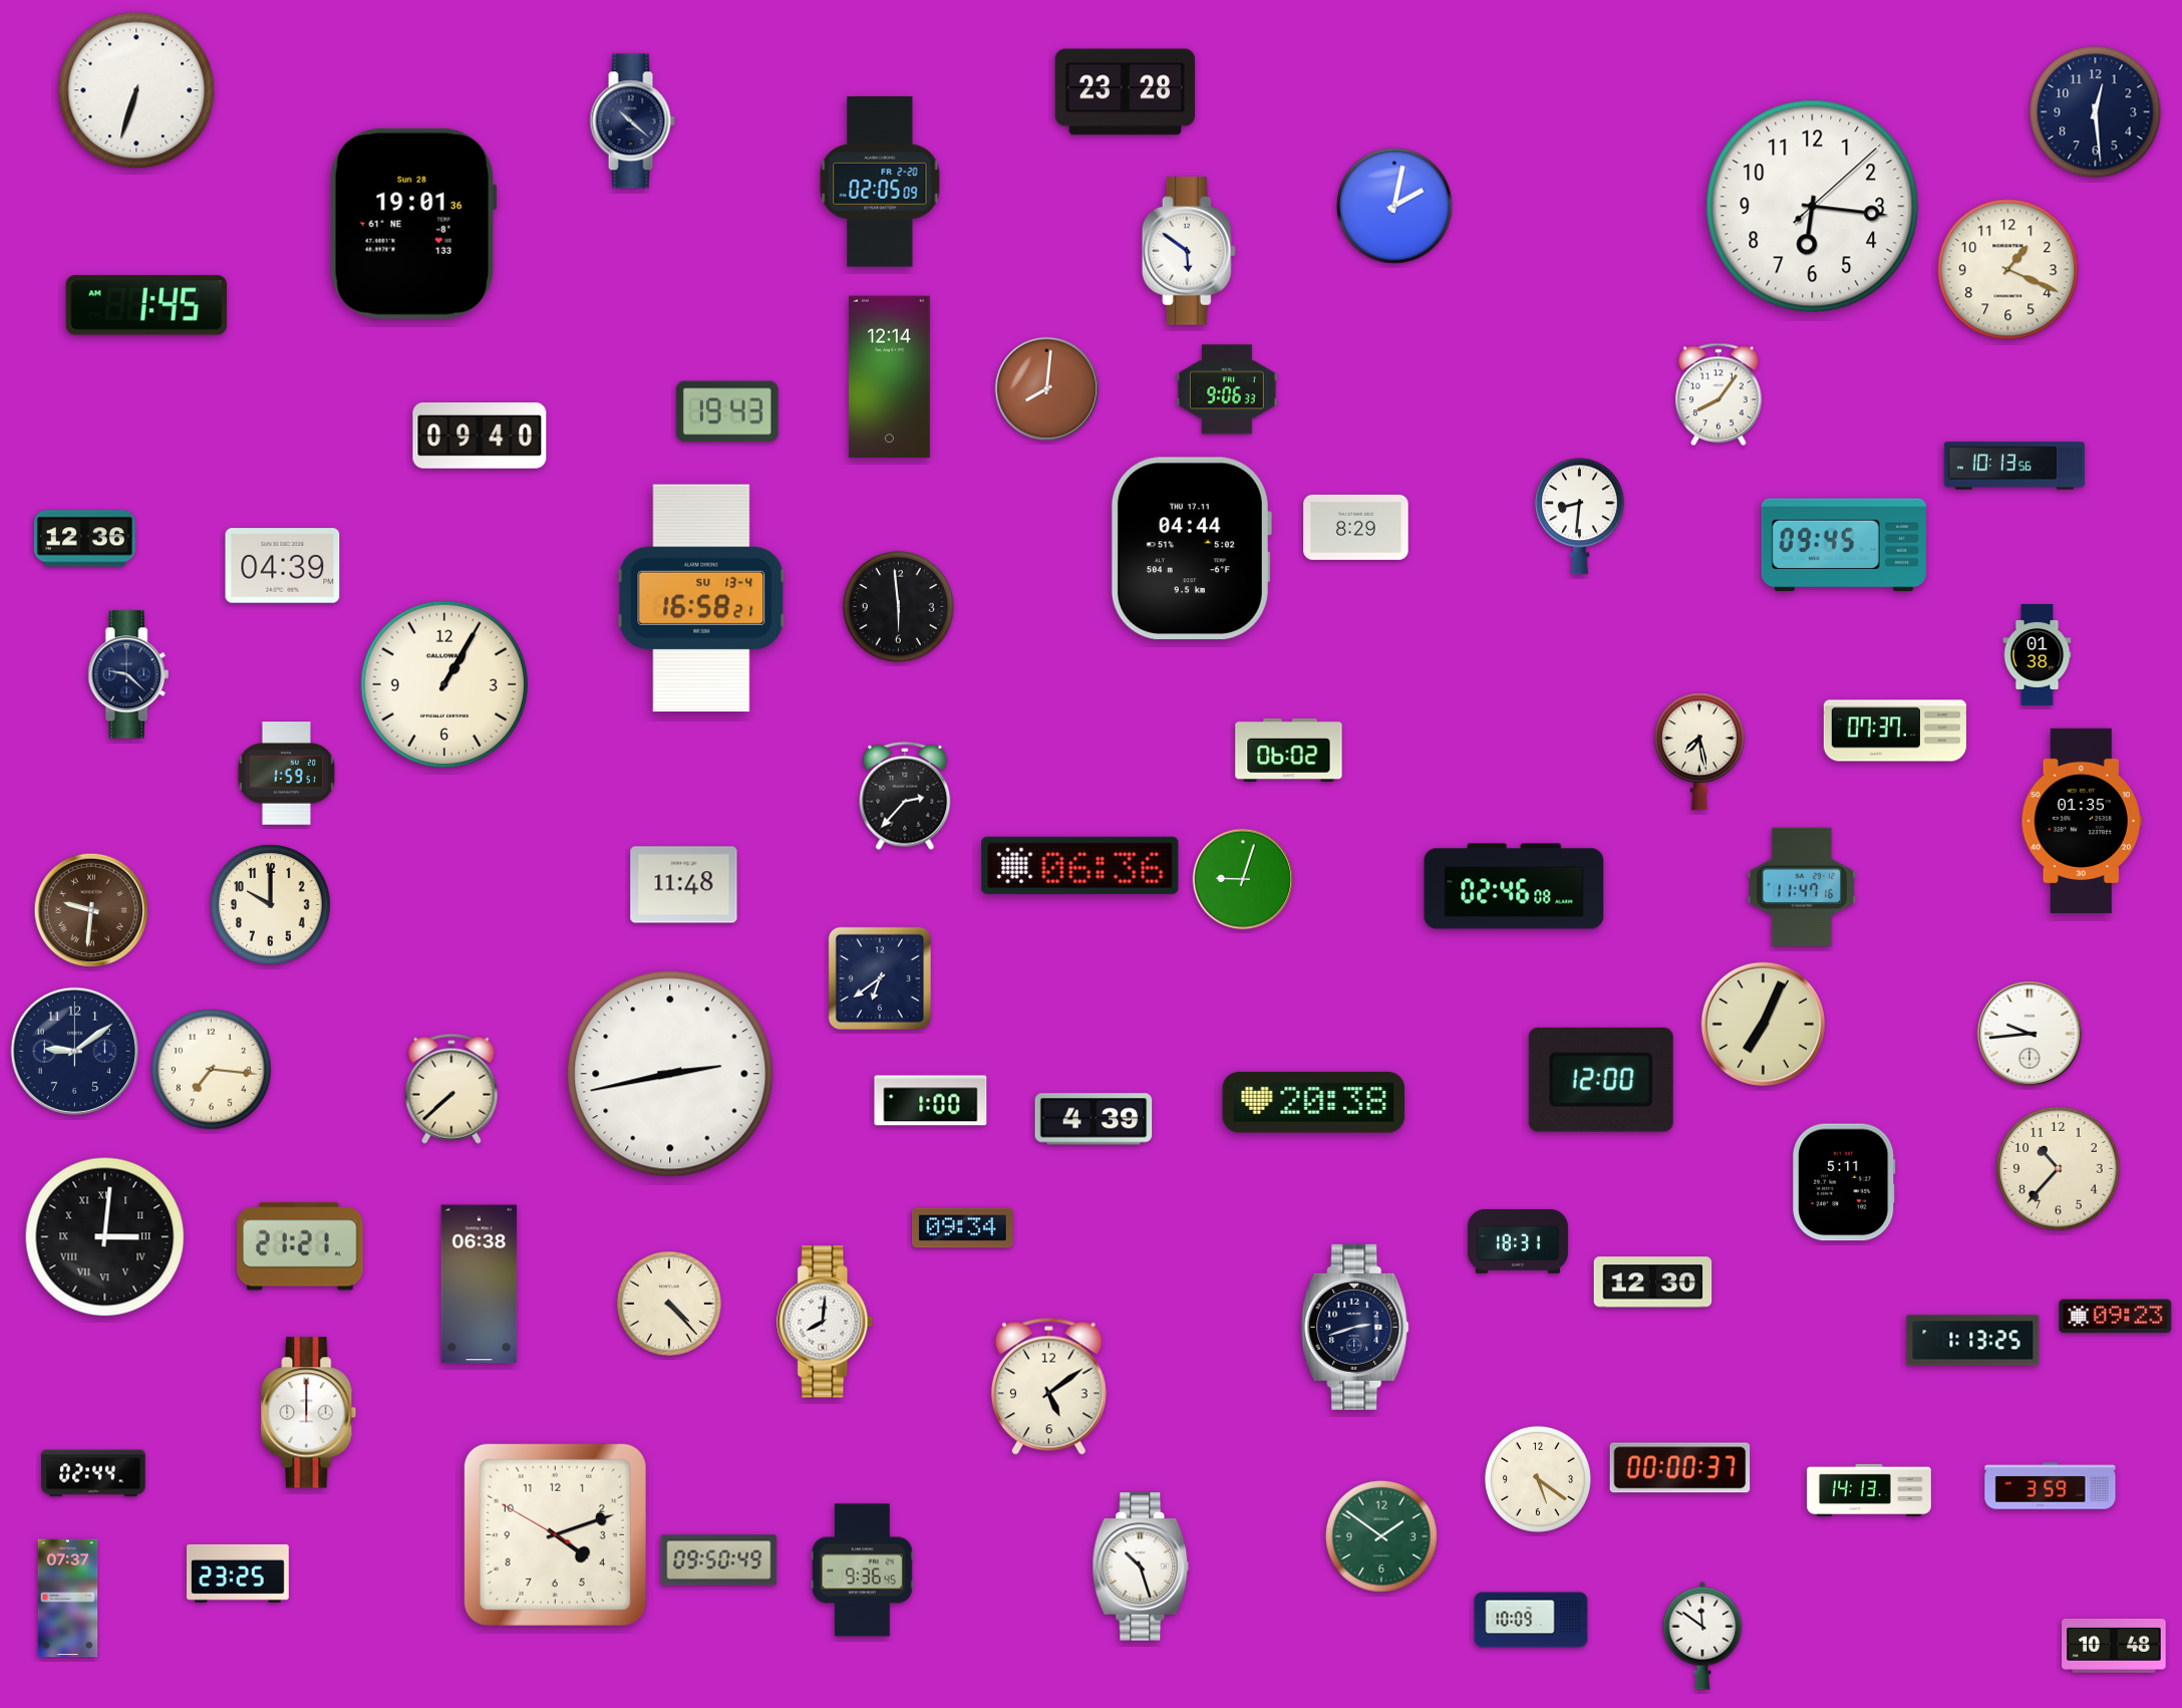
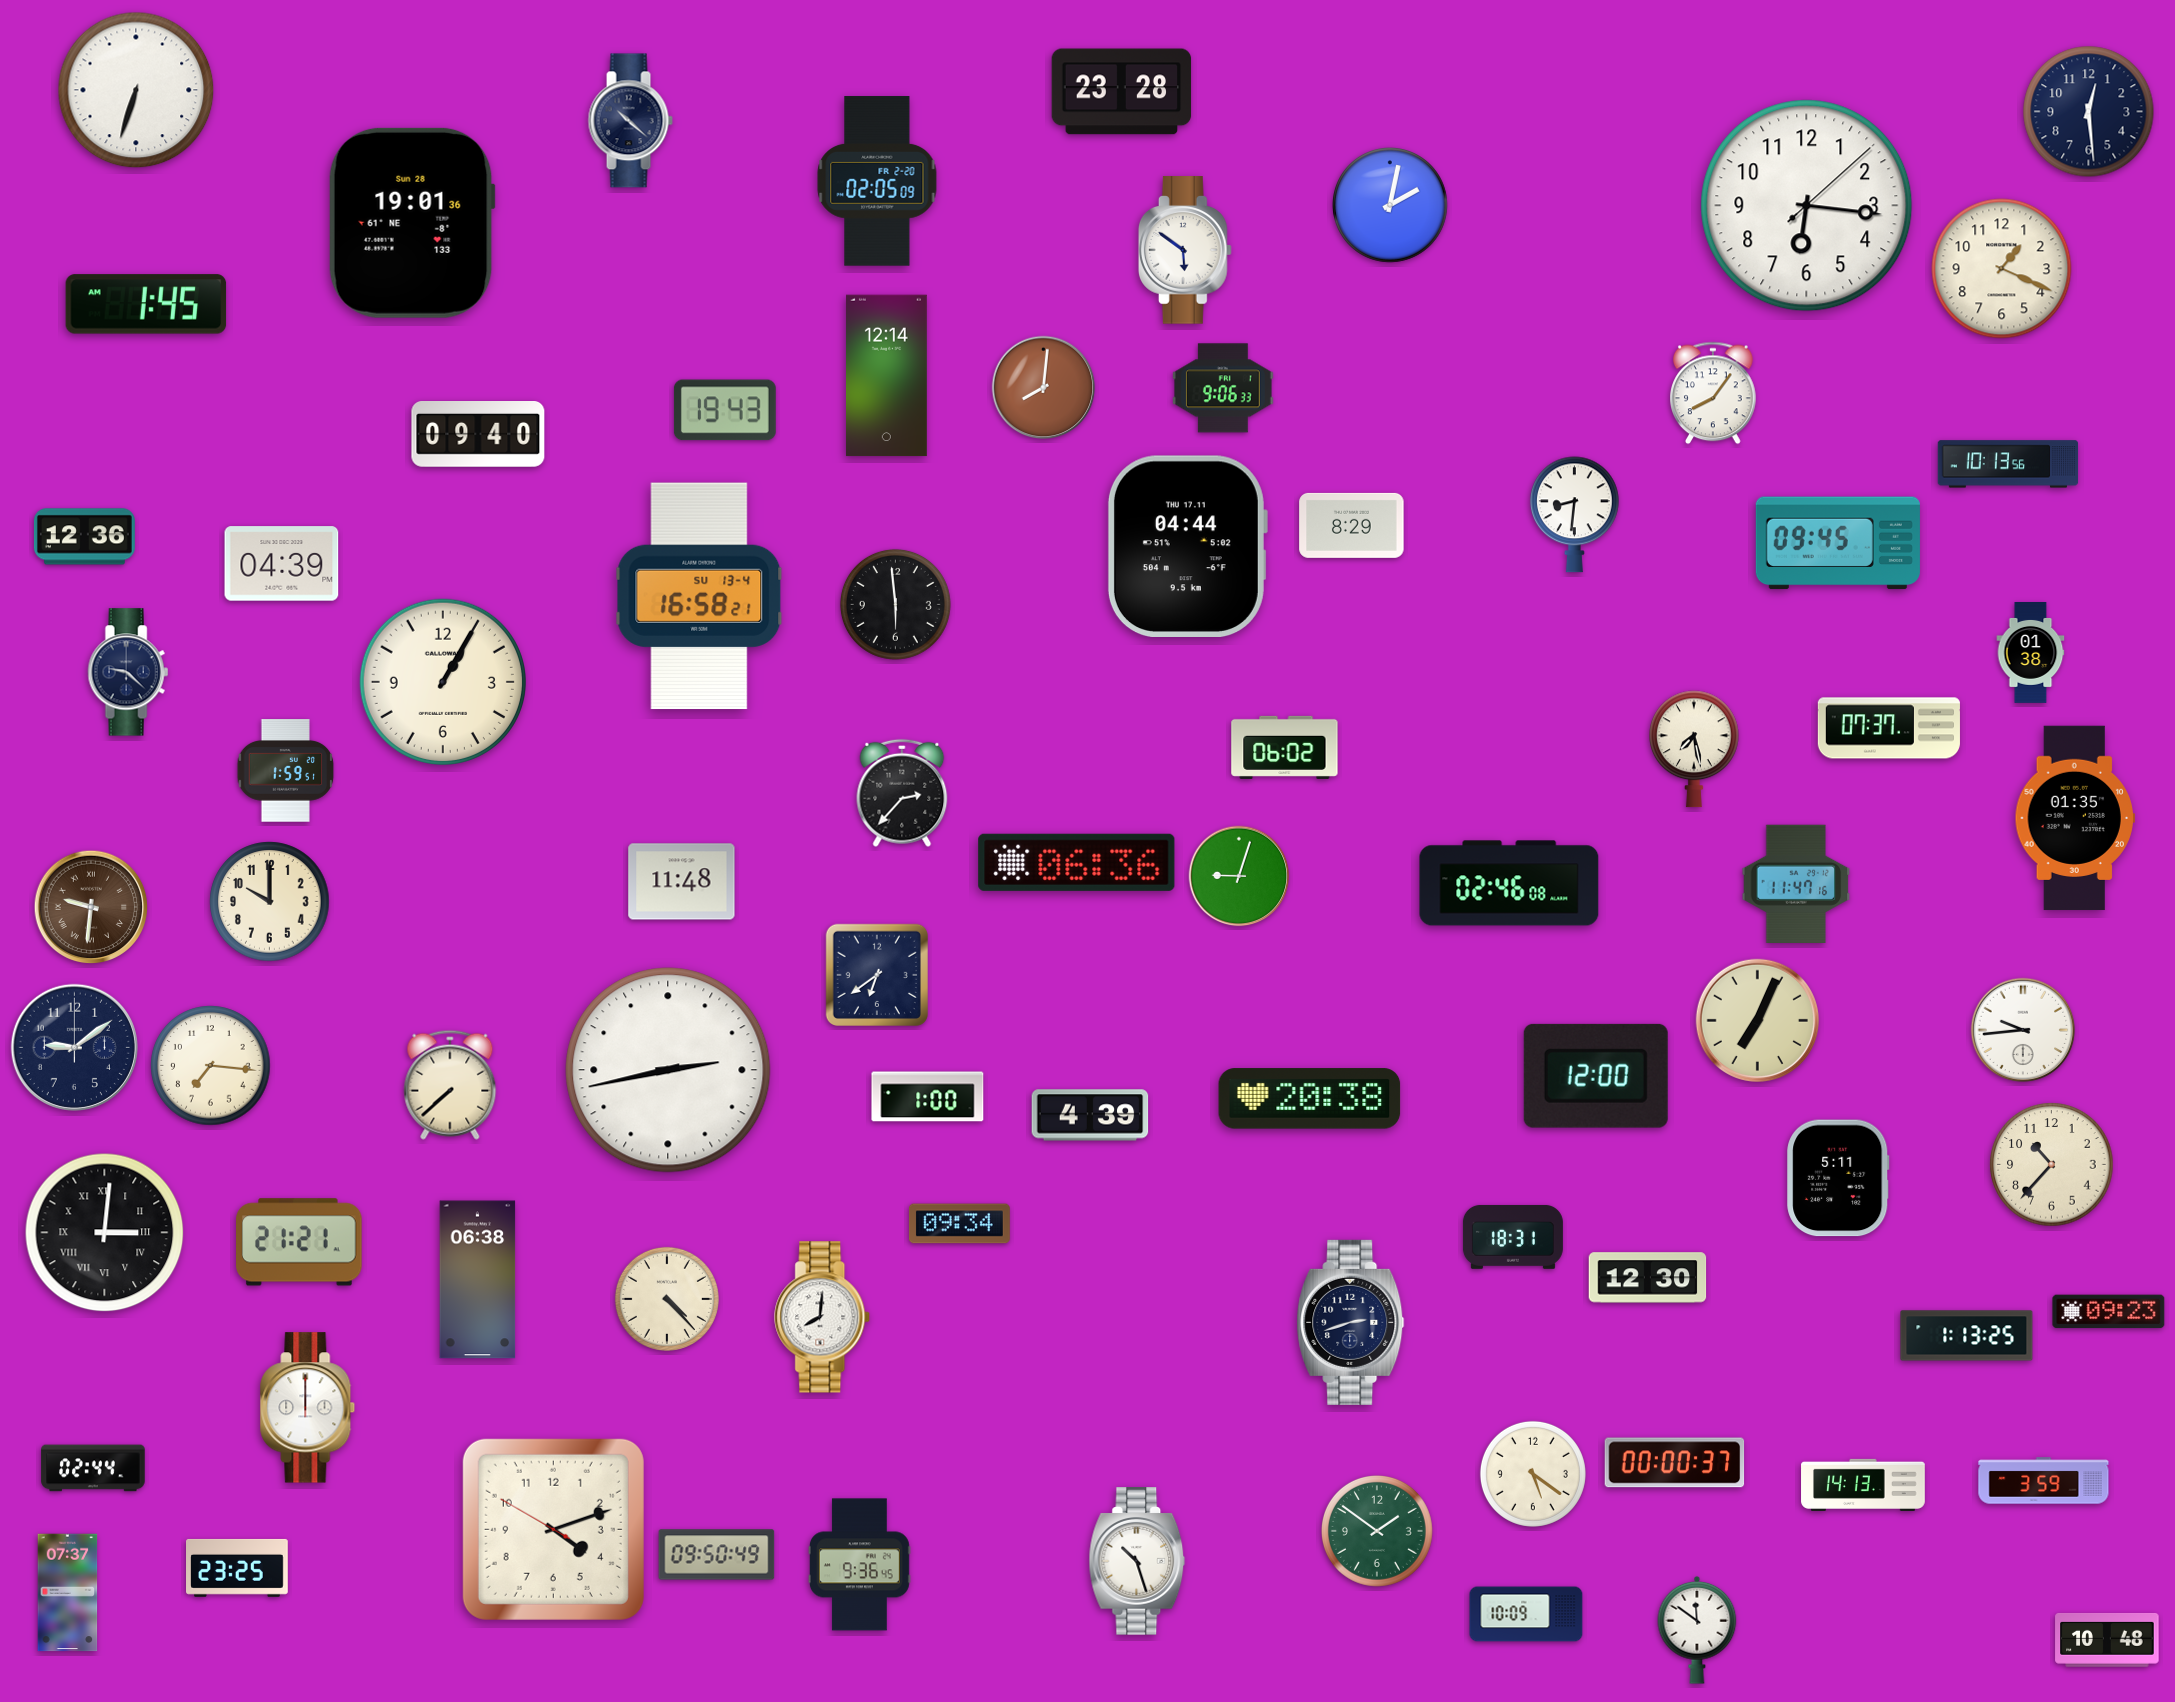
clock at (1048, 1386): 5:09 -> none
